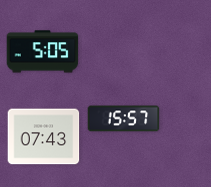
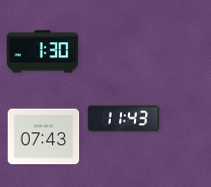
clock at (43, 52): 5:05 -> 1:30
clock at (124, 119): 15:57 -> 11:43
